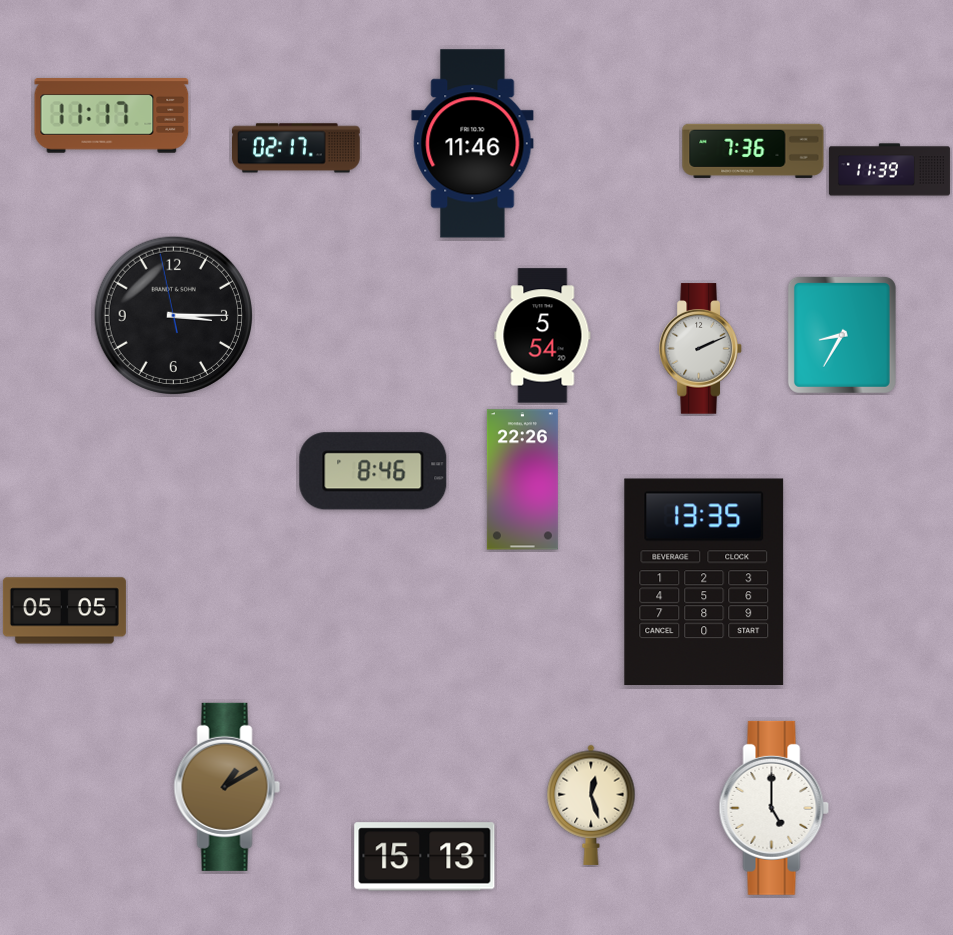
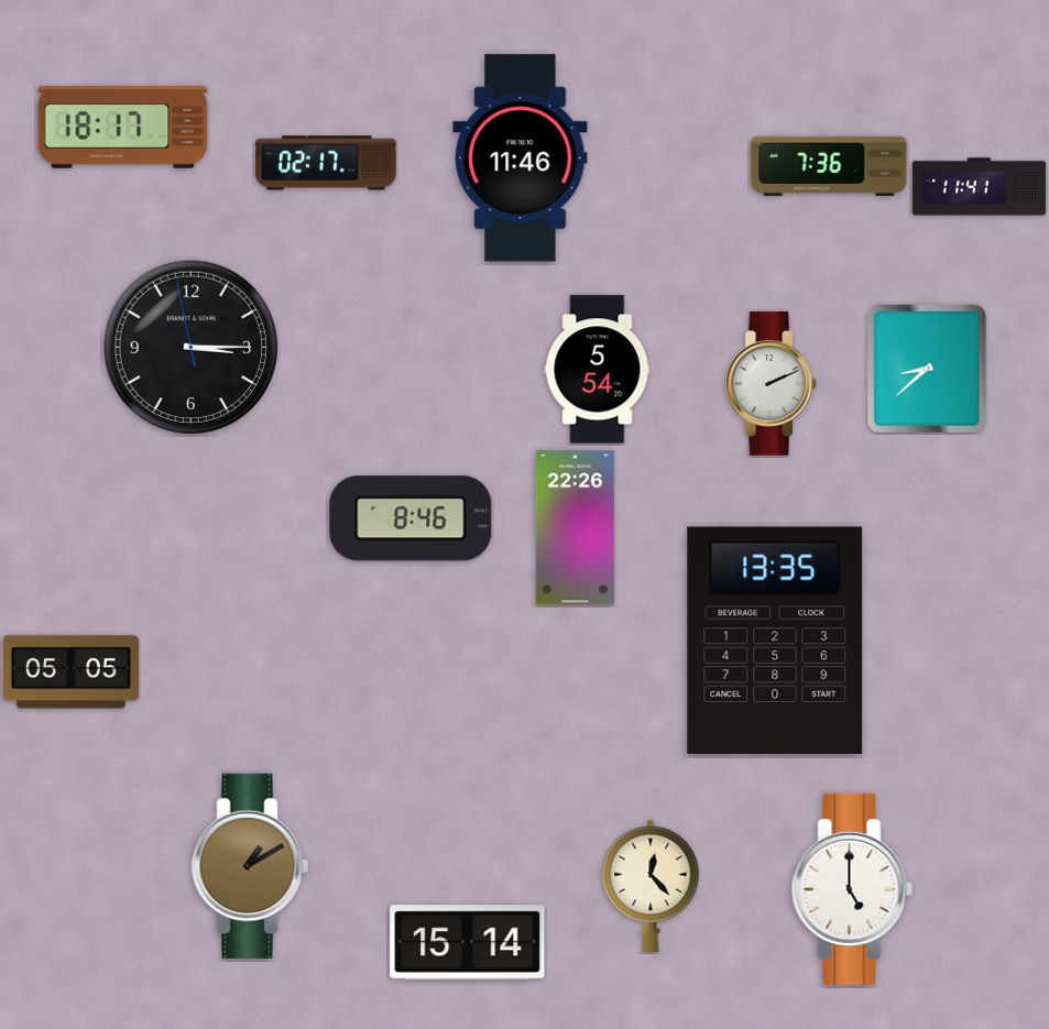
clock at (112, 116): 11:17 -> 18:17
clock at (889, 170): 11:39 -> 11:41
clock at (842, 335): 8:35 -> 8:38
clock at (591, 805): 12:27 -> 12:23
clock at (425, 857): 15:13 -> 15:14
